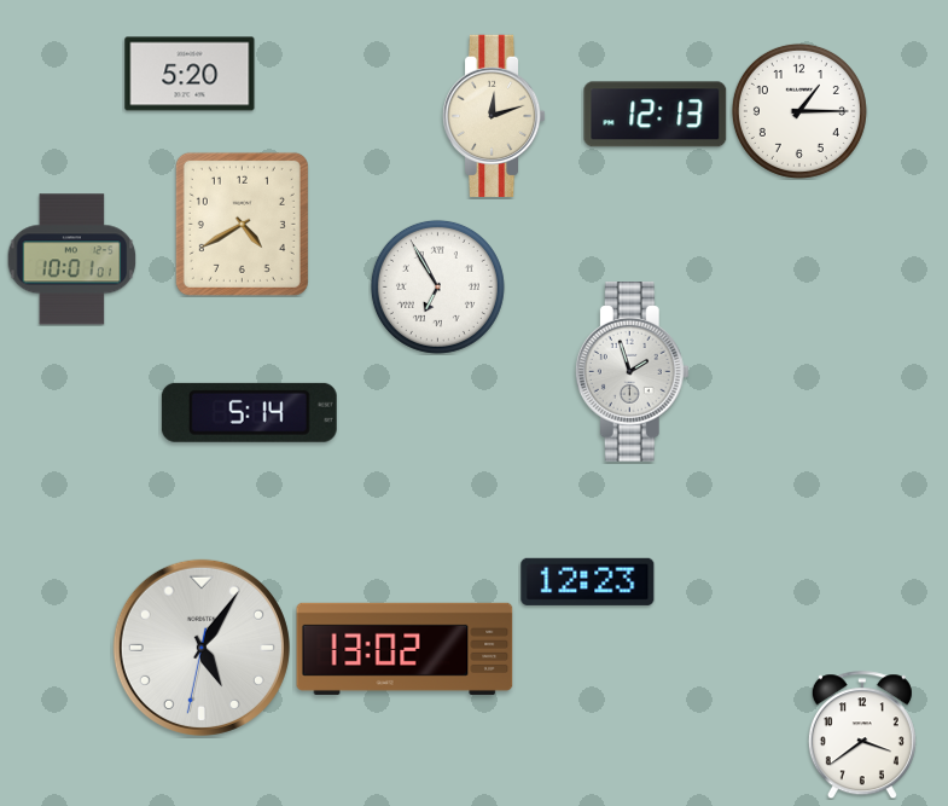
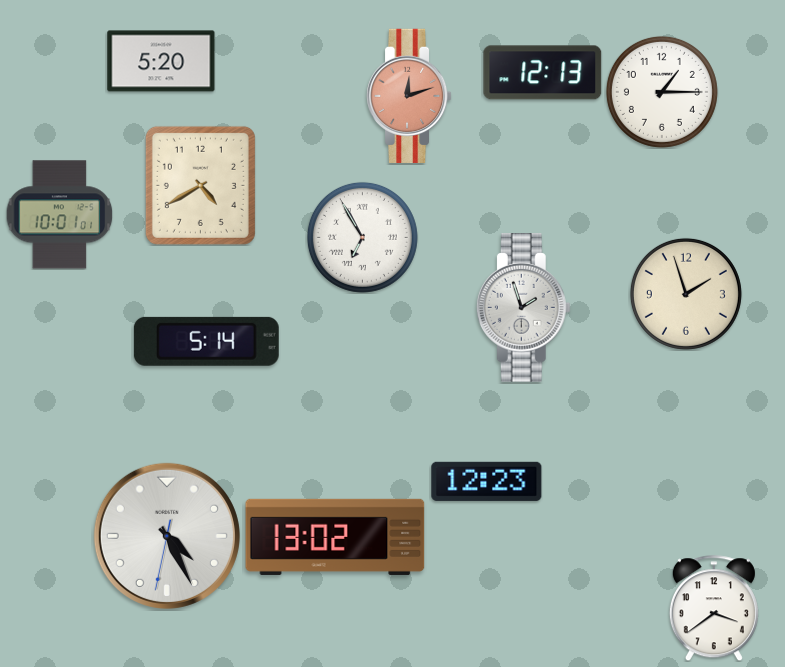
clock at (190, 74) position: (190, 74) -> (161, 61)
clock at (656, 115) position: (656, 115) -> (543, 73)
clock at (494, 116) dial: cream -> salmon
clock at (686, 294): none -> 1:57
clock at (202, 648): 5:05 -> 4:25
